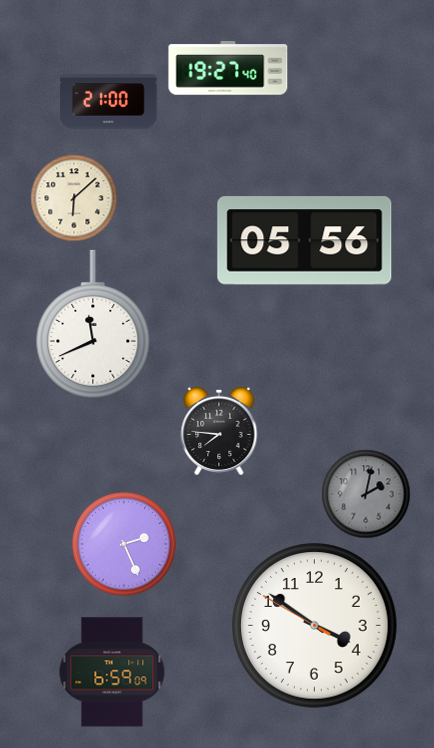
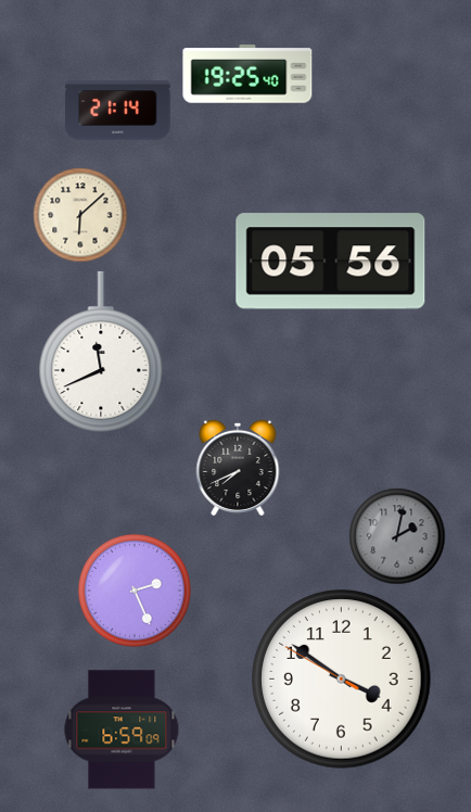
clock at (228, 68): 19:27 -> 19:25
clock at (109, 102): 21:00 -> 21:14
clock at (219, 431): 7:46 -> 7:41
